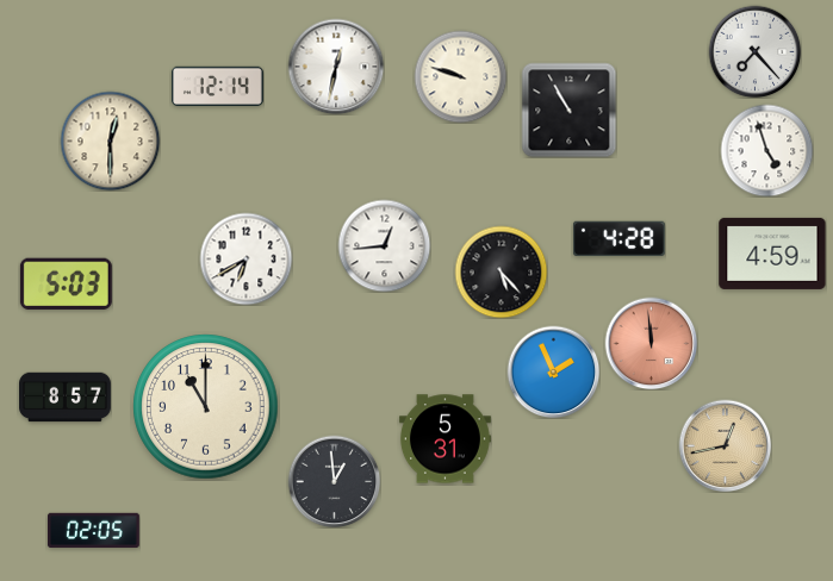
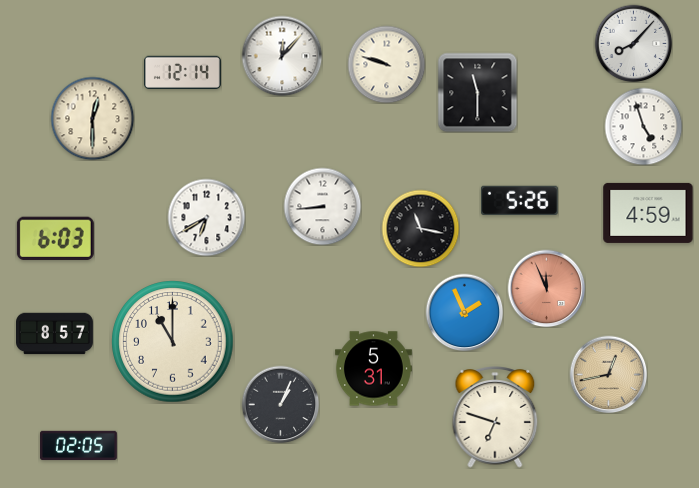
clock at (754, 51): 7:23 -> 8:07
clock at (336, 67): 12:32 -> 12:07
clock at (568, 110): 10:55 -> 11:30
clock at (618, 239): 4:28 -> 5:26
clock at (384, 245): 12:44 -> 8:44
clock at (501, 271): 5:23 -> 11:17
clock at (66, 283): 5:03 -> 6:03
clock at (651, 343): 11:59 -> 11:56
clock at (334, 481): 12:59 -> 1:04
clock at (495, 417): none -> 6:48
